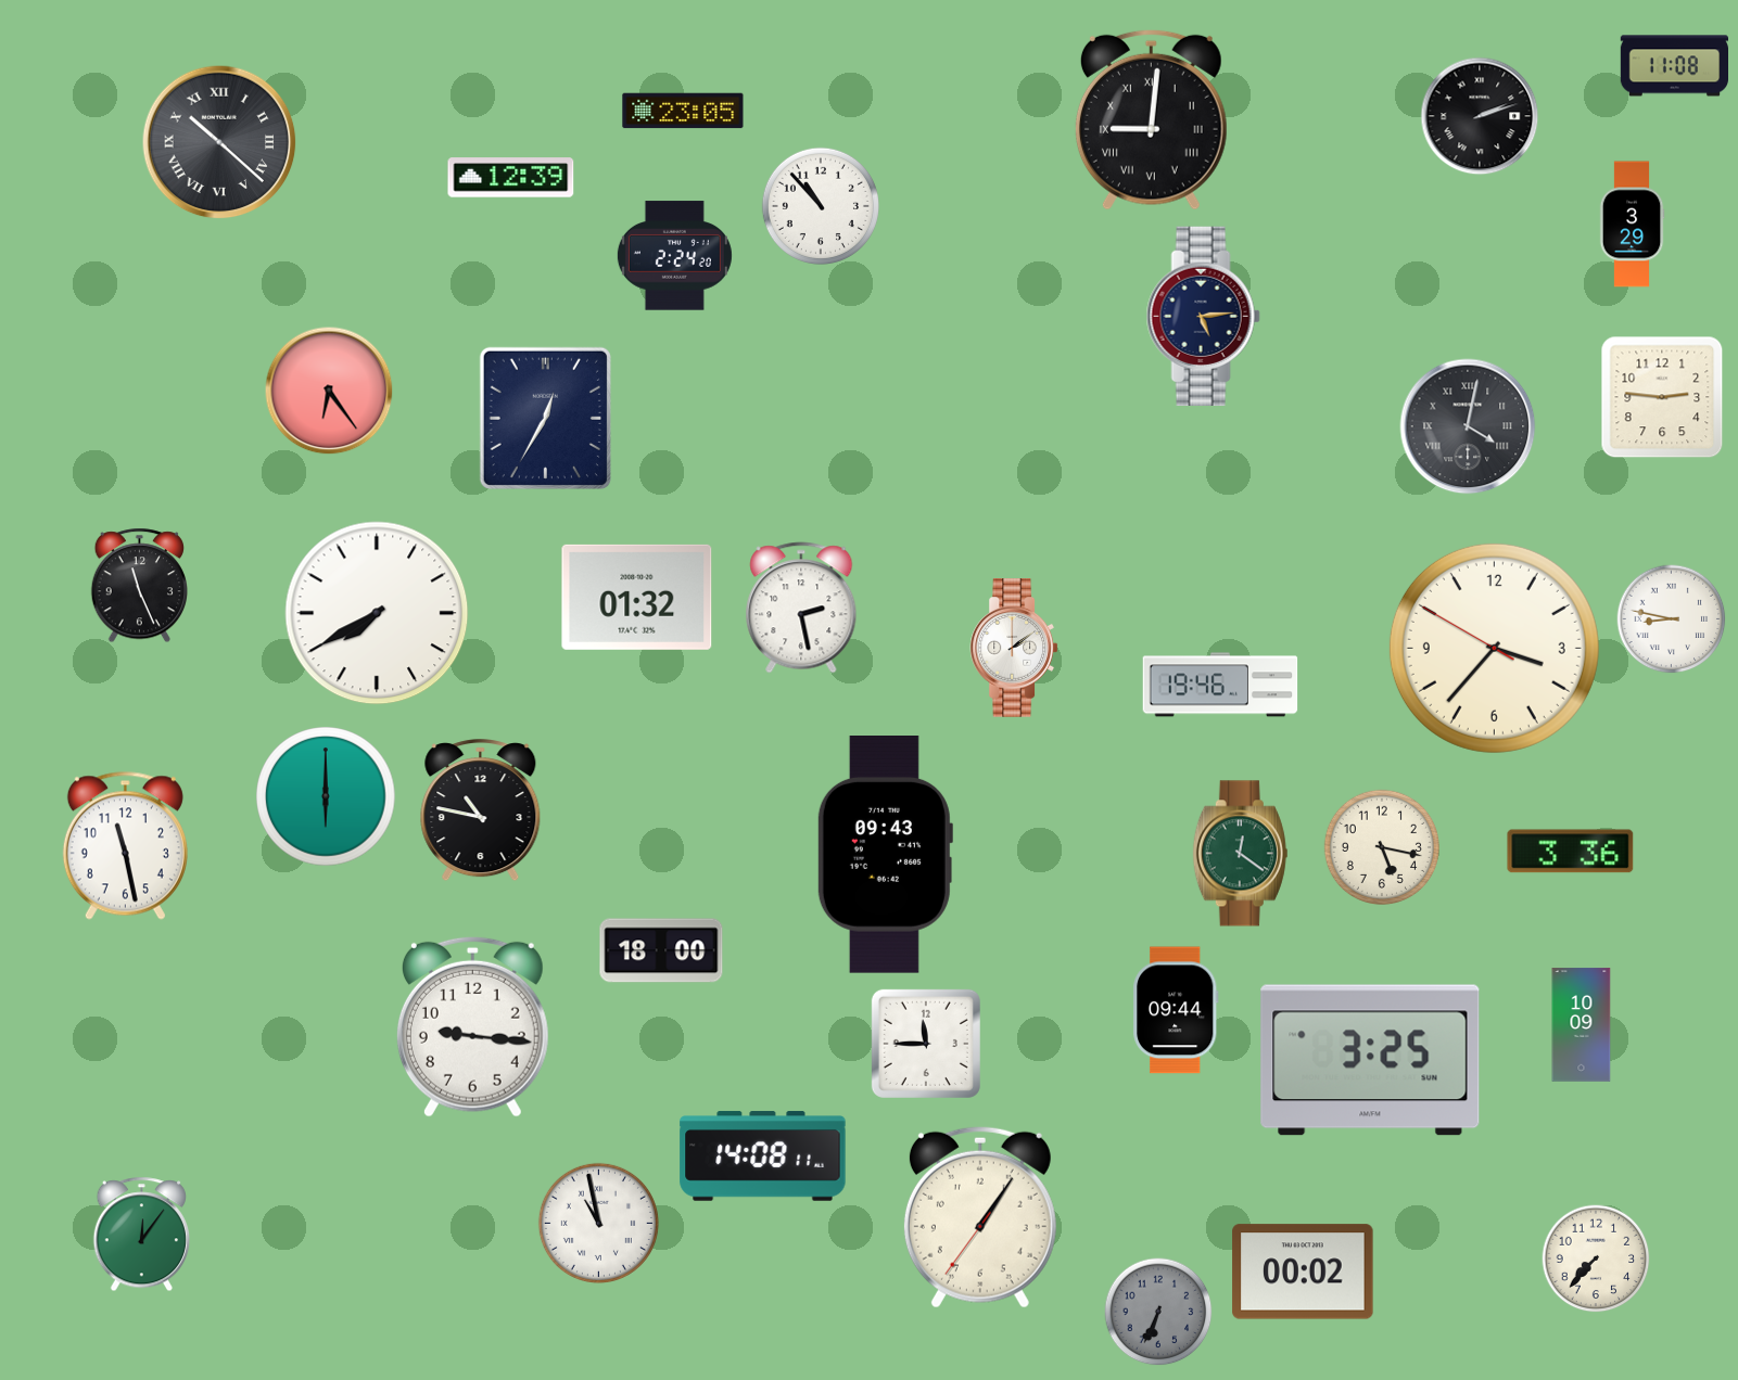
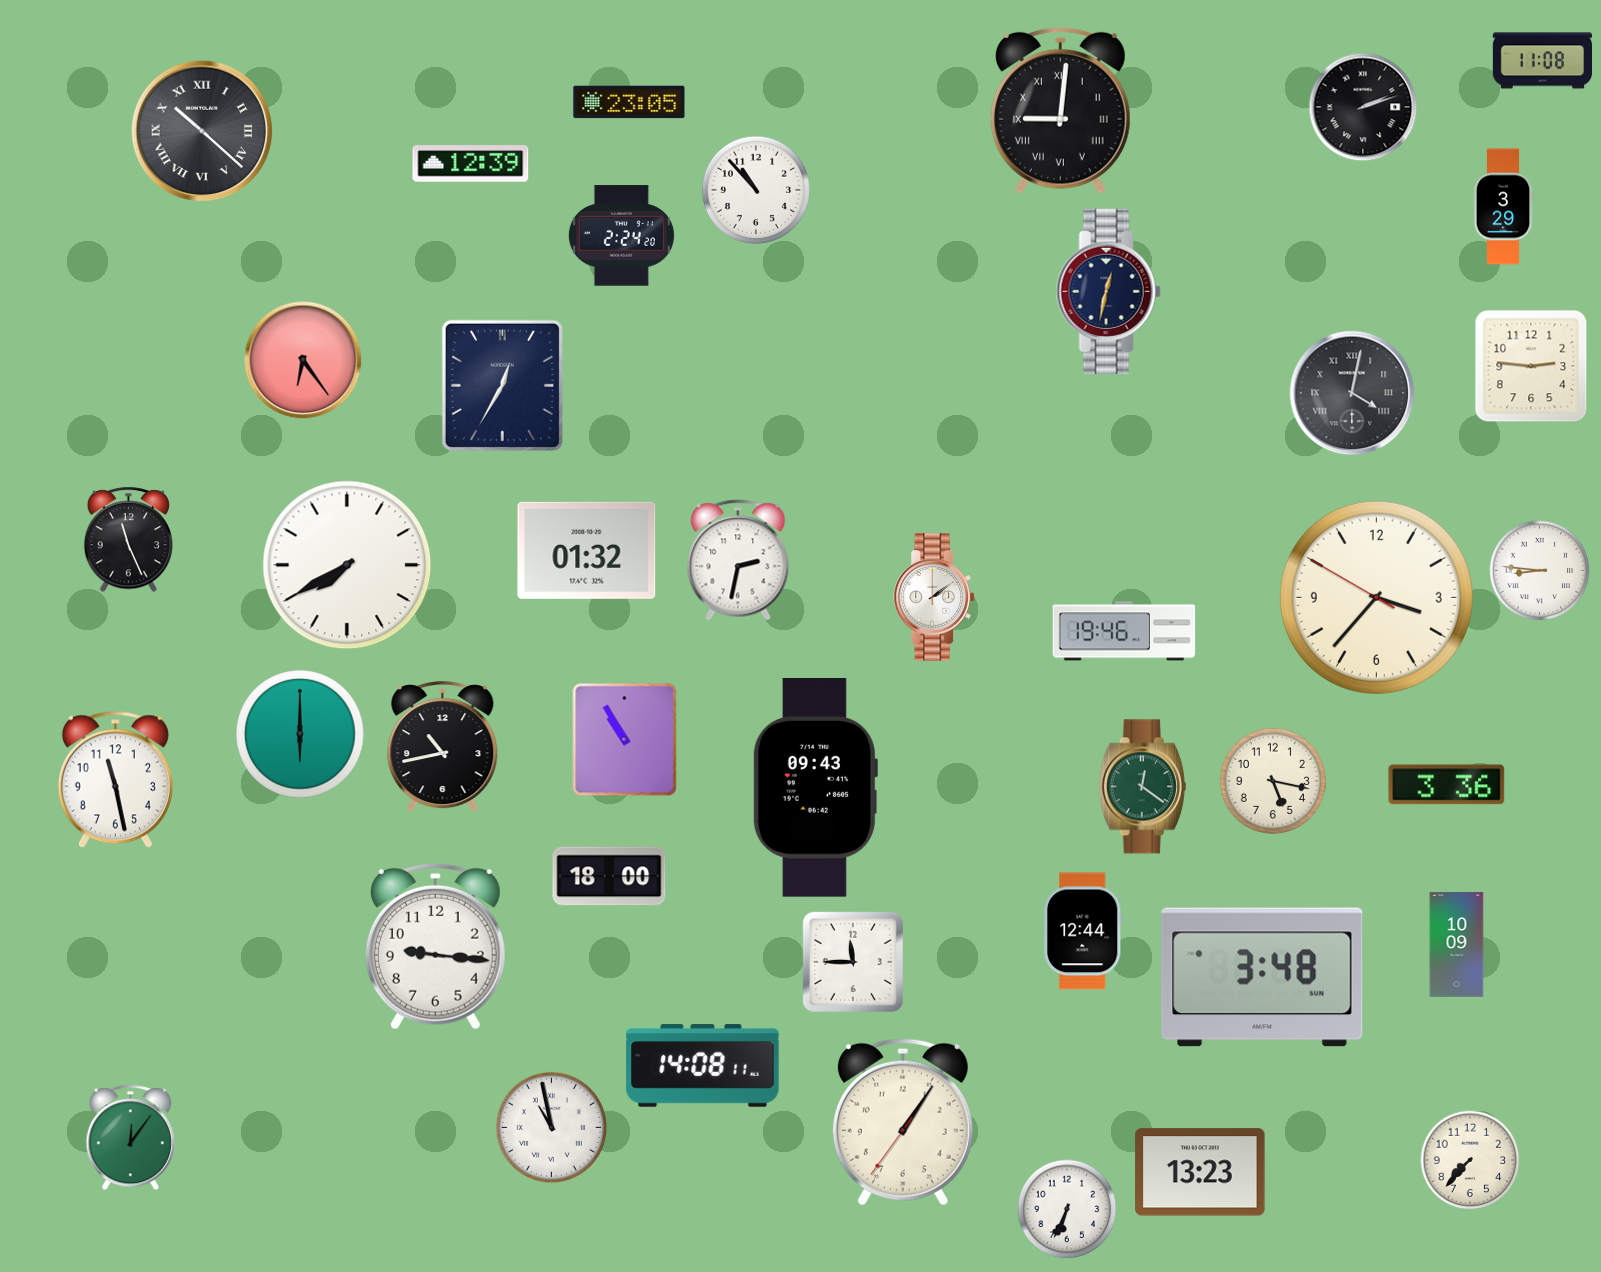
clock at (1203, 316): 5:14 -> 12:32
clock at (801, 608): 2:28 -> 2:32
clock at (1672, 619): 8:47 -> 8:46
clock at (625, 740): none -> 10:55
clock at (481, 810): 10:47 -> 10:43
clock at (1176, 1010): 09:44 -> 12:44
clock at (1370, 1060): 3:25 -> 3:48
clock at (1303, 1272): 00:02 -> 13:23
clock at (1158, 1312) dial: grey -> white
